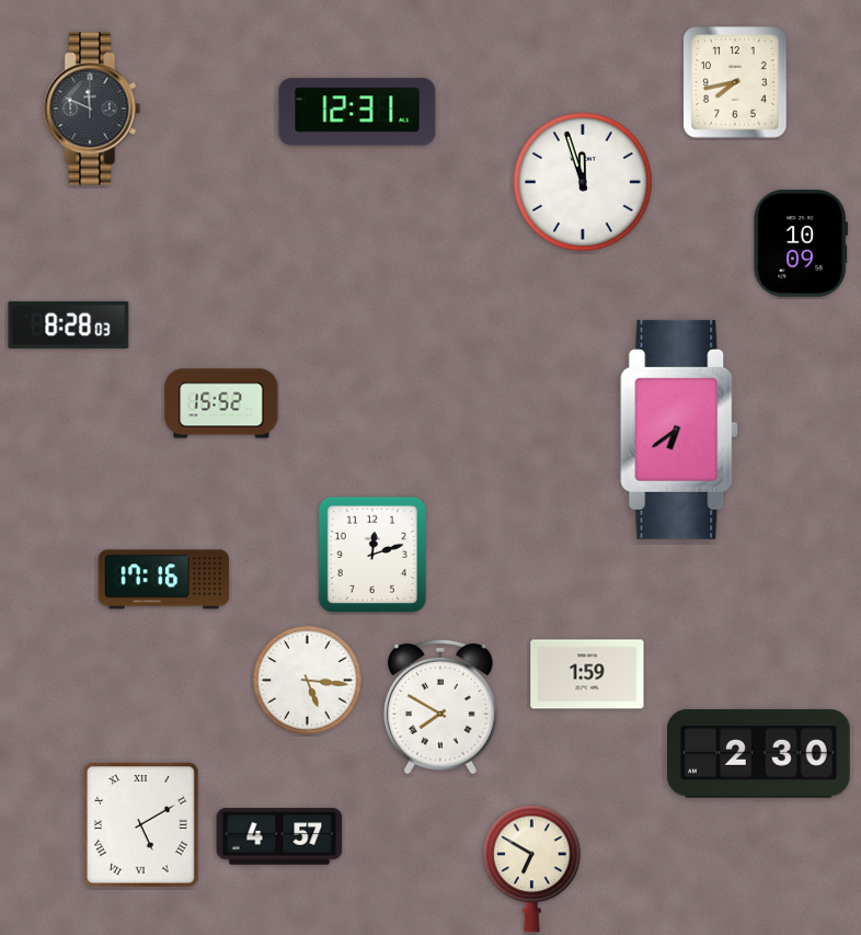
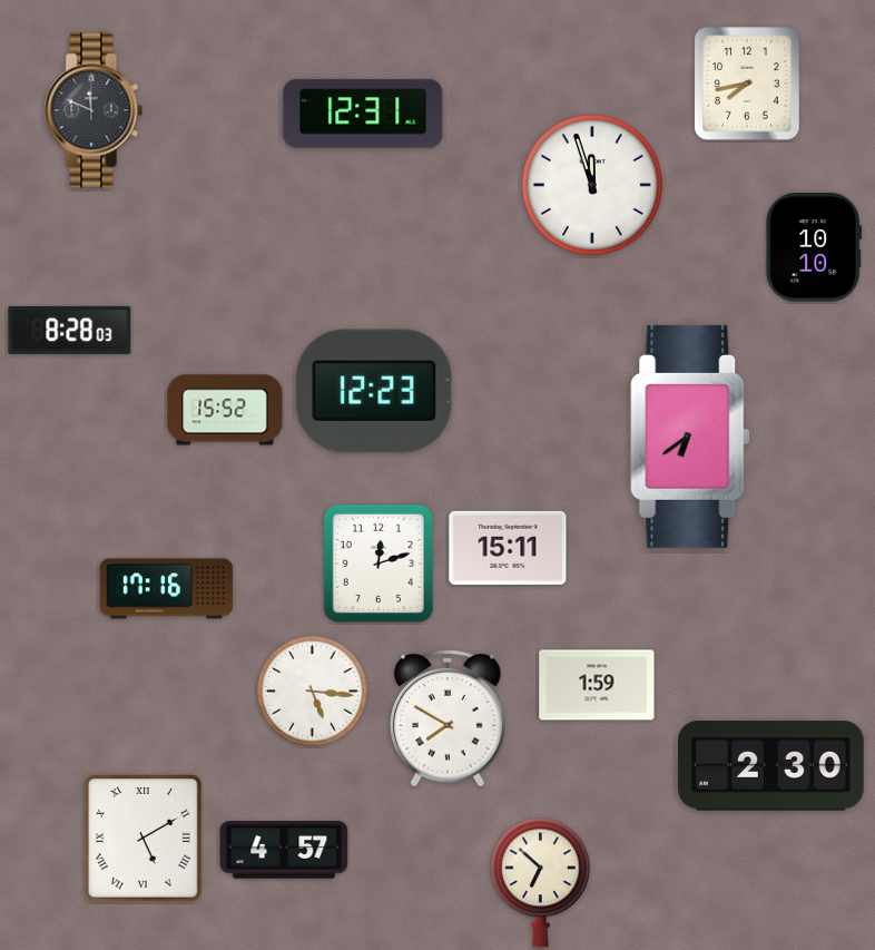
clock at (800, 243): 10:09 -> 10:10
clock at (374, 391): none -> 12:23
clock at (508, 548): none -> 15:11
clock at (531, 869): 6:50 -> 6:52
